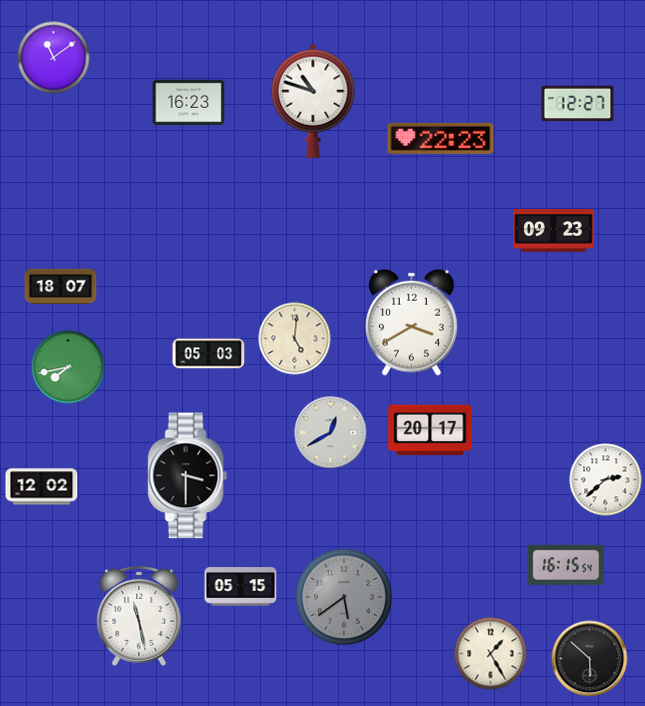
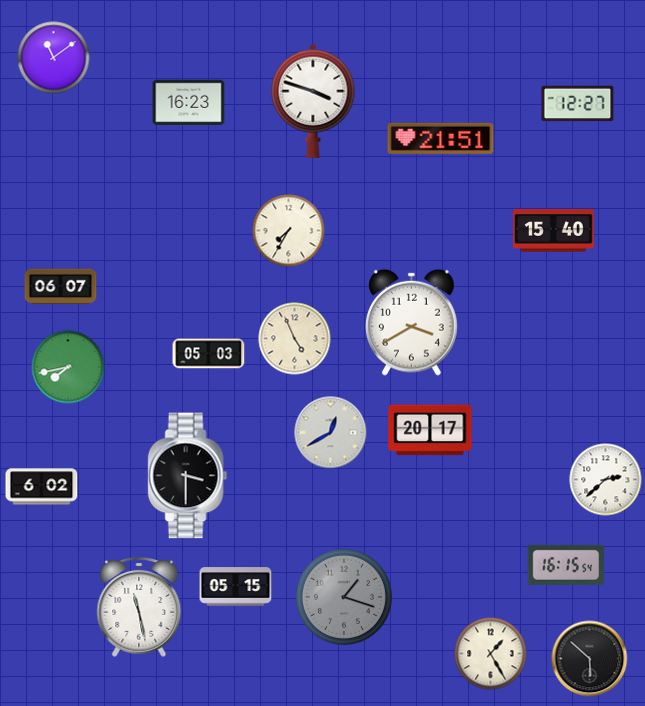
clock at (313, 101): 10:48 -> 3:48
clock at (441, 138): 22:23 -> 21:51
clock at (289, 231): none -> 7:35
clock at (554, 231): 09:23 -> 15:40
clock at (61, 287): 18:07 -> 06:07
clock at (295, 339): 5:01 -> 4:56
clock at (42, 487): 12:02 -> 6:02
clock at (241, 587) position: (241, 587) -> (236, 587)
clock at (344, 597): 5:39 -> 1:18
clock at (139, 616) position: (139, 616) -> (139, 607)
